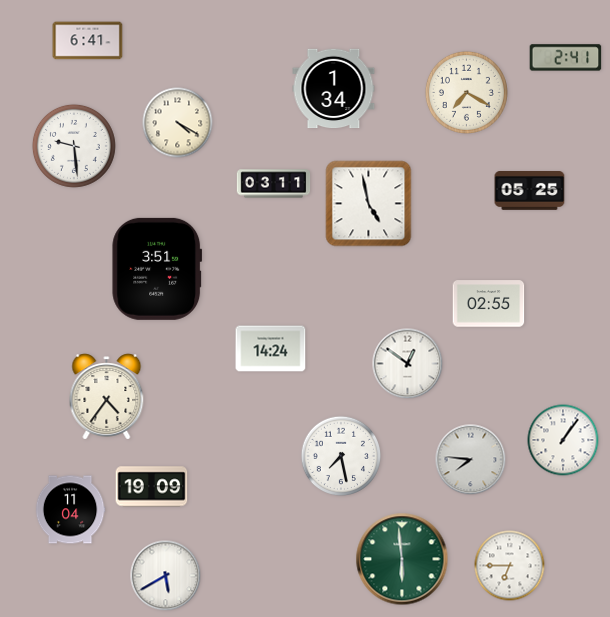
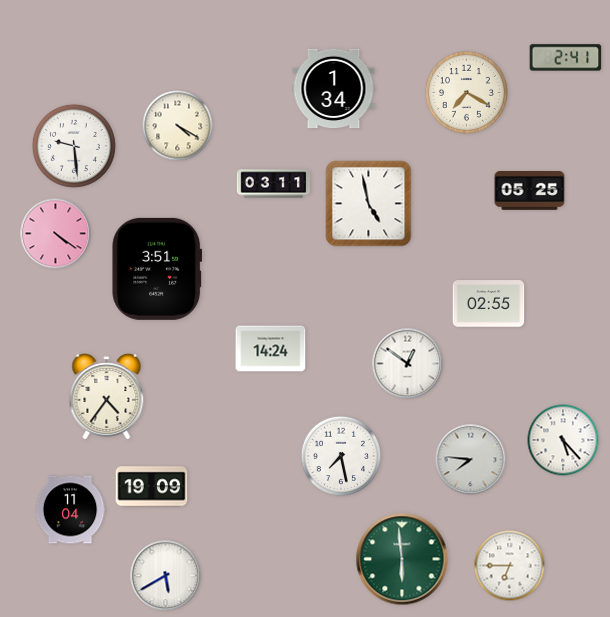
clock at (88, 41): 6:41 -> none
clock at (178, 123) position: (178, 123) -> (178, 126)
clock at (56, 234): none -> 4:21
clock at (563, 440): 1:06 -> 5:23
